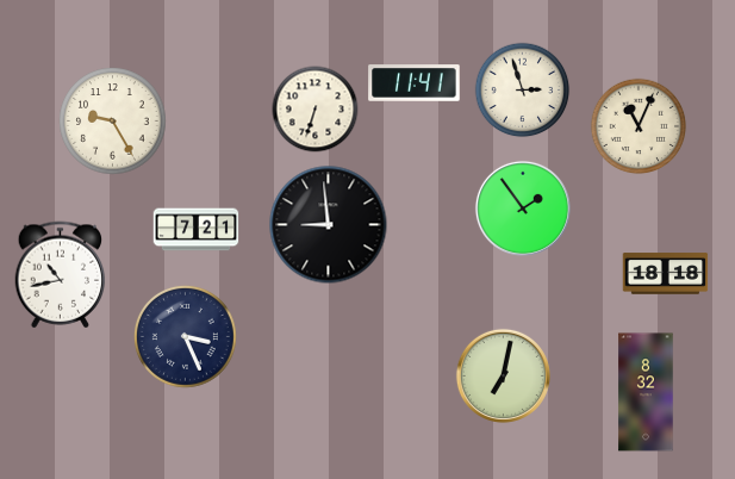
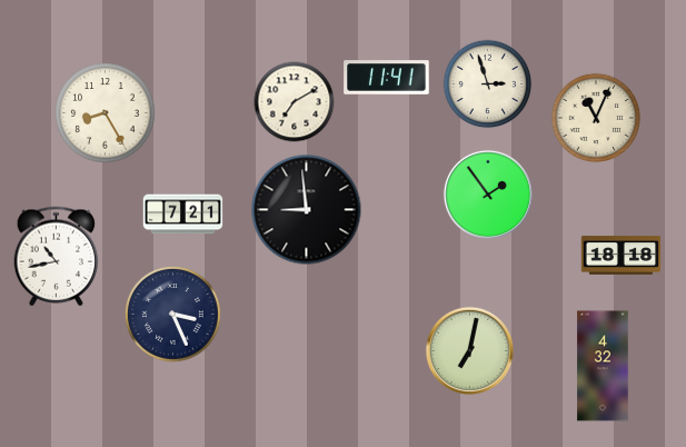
clock at (316, 110): 6:33 -> 7:10
clock at (113, 122): 9:25 -> 8:25
clock at (646, 392): 8:32 -> 4:32
